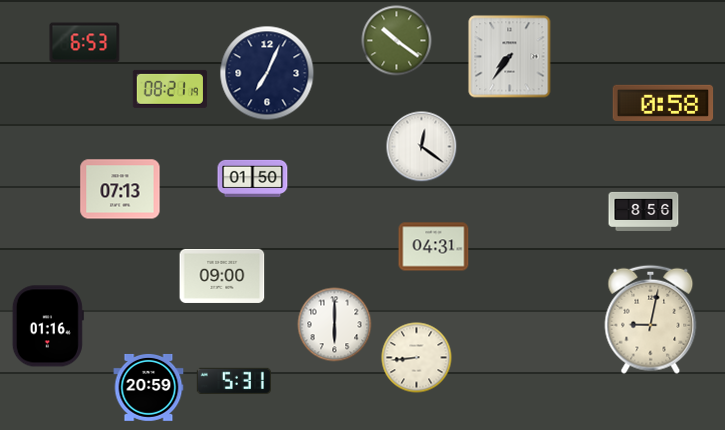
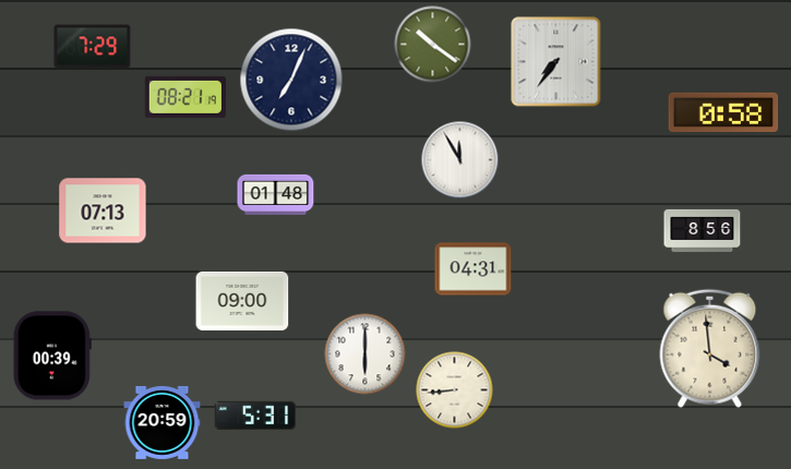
clock at (85, 43): 6:53 -> 7:29
clock at (422, 147): 12:21 -> 11:55
clock at (253, 178): 01:50 -> 01:48
clock at (120, 189) position: (120, 189) -> (103, 211)
clock at (651, 319): 9:02 -> 3:59
clock at (48, 326): 01:16 -> 00:39
